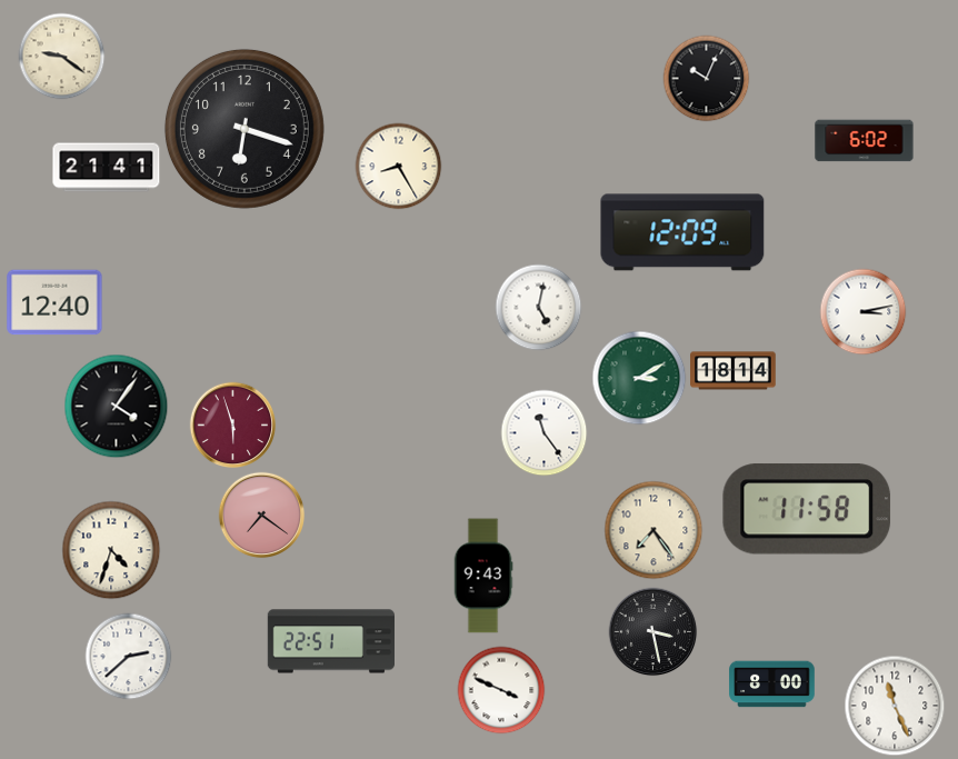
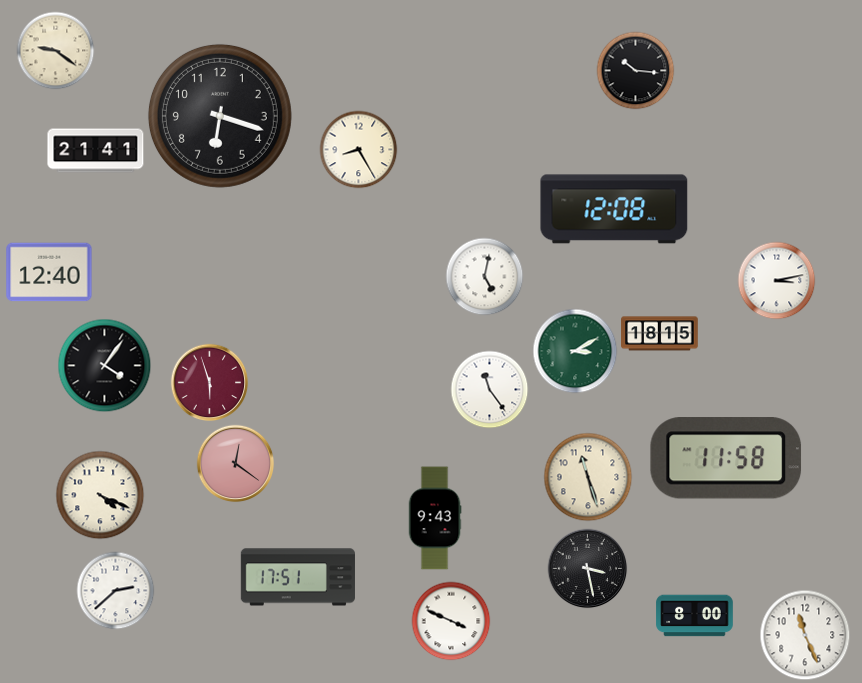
clock at (706, 78): 10:04 -> 10:16
clock at (865, 141): 6:02 -> none
clock at (682, 232): 12:09 -> 12:08
clock at (734, 371): 18:14 -> 18:15
clock at (639, 378) position: (639, 378) -> (575, 351)
clock at (261, 515): 7:21 -> 12:21
clock at (653, 530): 7:24 -> 11:27
clock at (111, 550): 4:33 -> 4:19
clock at (331, 641): 22:51 -> 17:51
